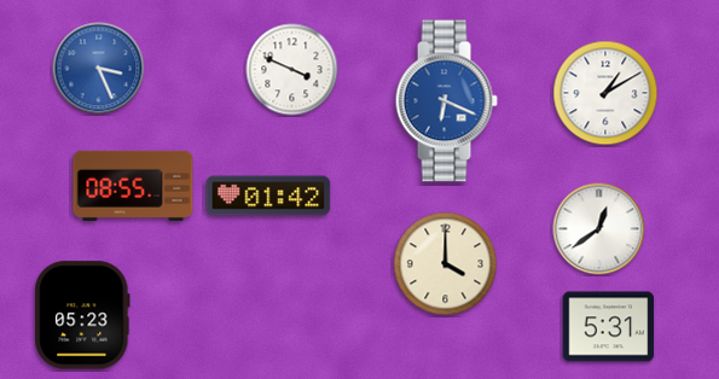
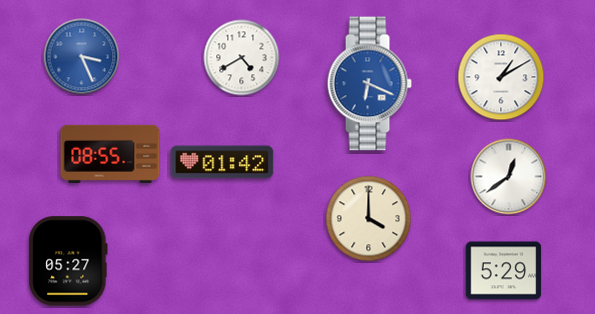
clock at (292, 70): 3:49 -> 4:40
clock at (599, 229) position: (599, 229) -> (509, 177)
clock at (82, 315): 05:23 -> 05:27
clock at (609, 327): 5:31 -> 5:29
